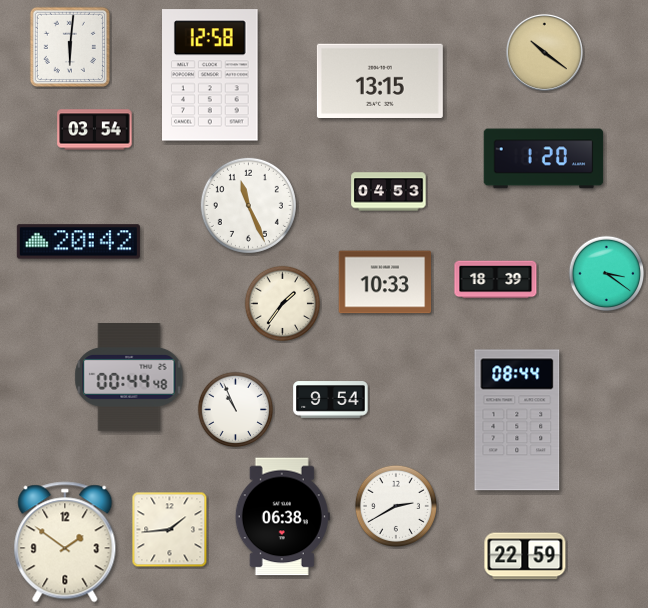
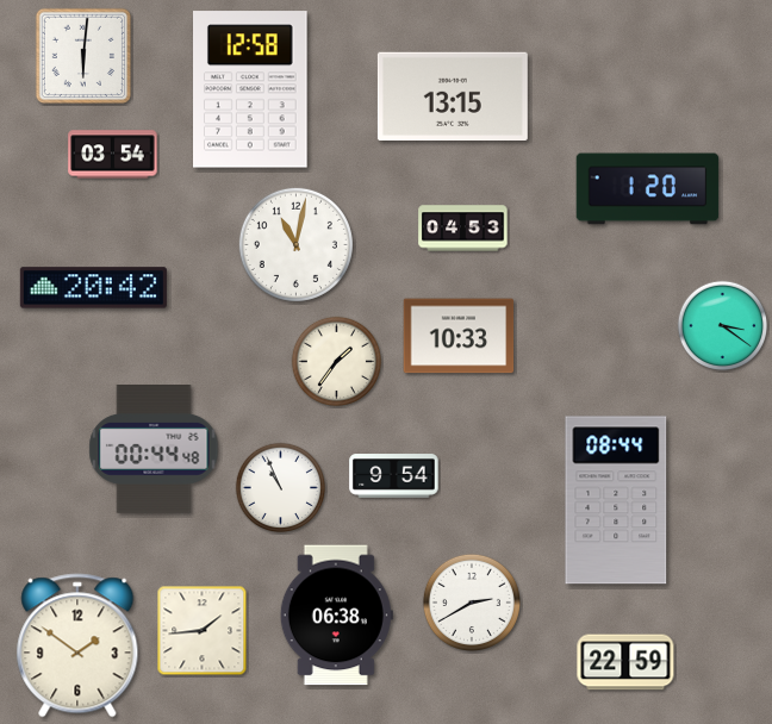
clock at (544, 52): 10:21 -> none
clock at (248, 205): 11:26 -> 11:02
clock at (496, 280): 18:39 -> none
